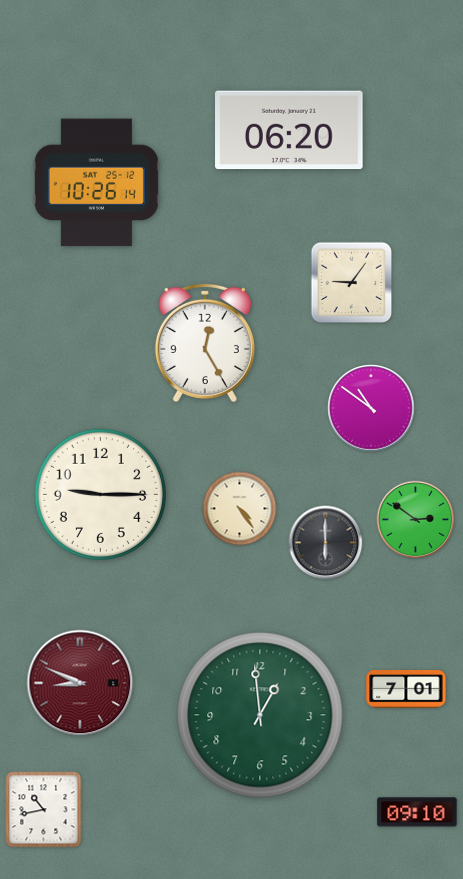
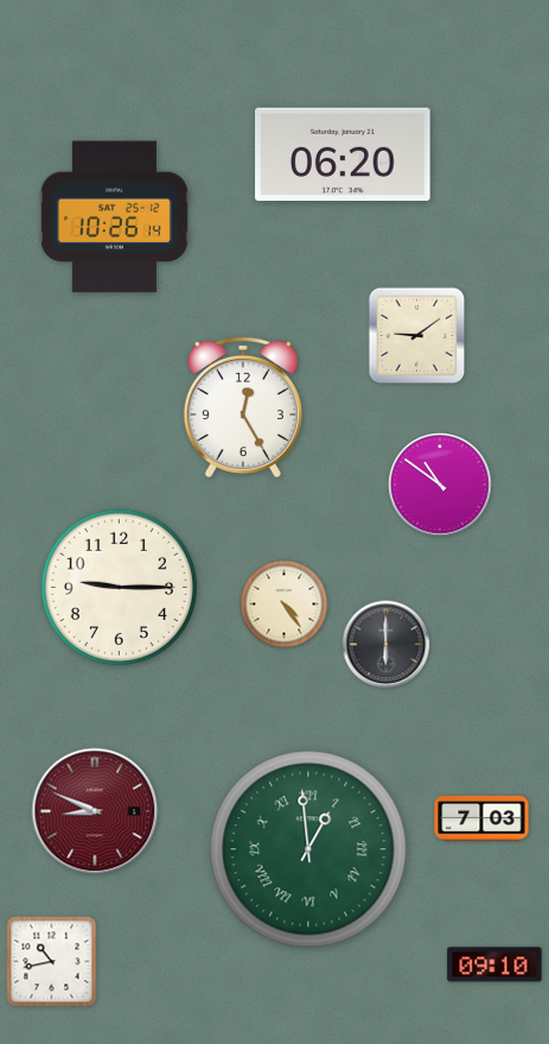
clock at (352, 283): 9:06 -> 9:09
clock at (416, 520): 2:51 -> none
clock at (406, 690): 7:01 -> 7:03
clock at (260, 715) numerals: Arabic -> Roman
